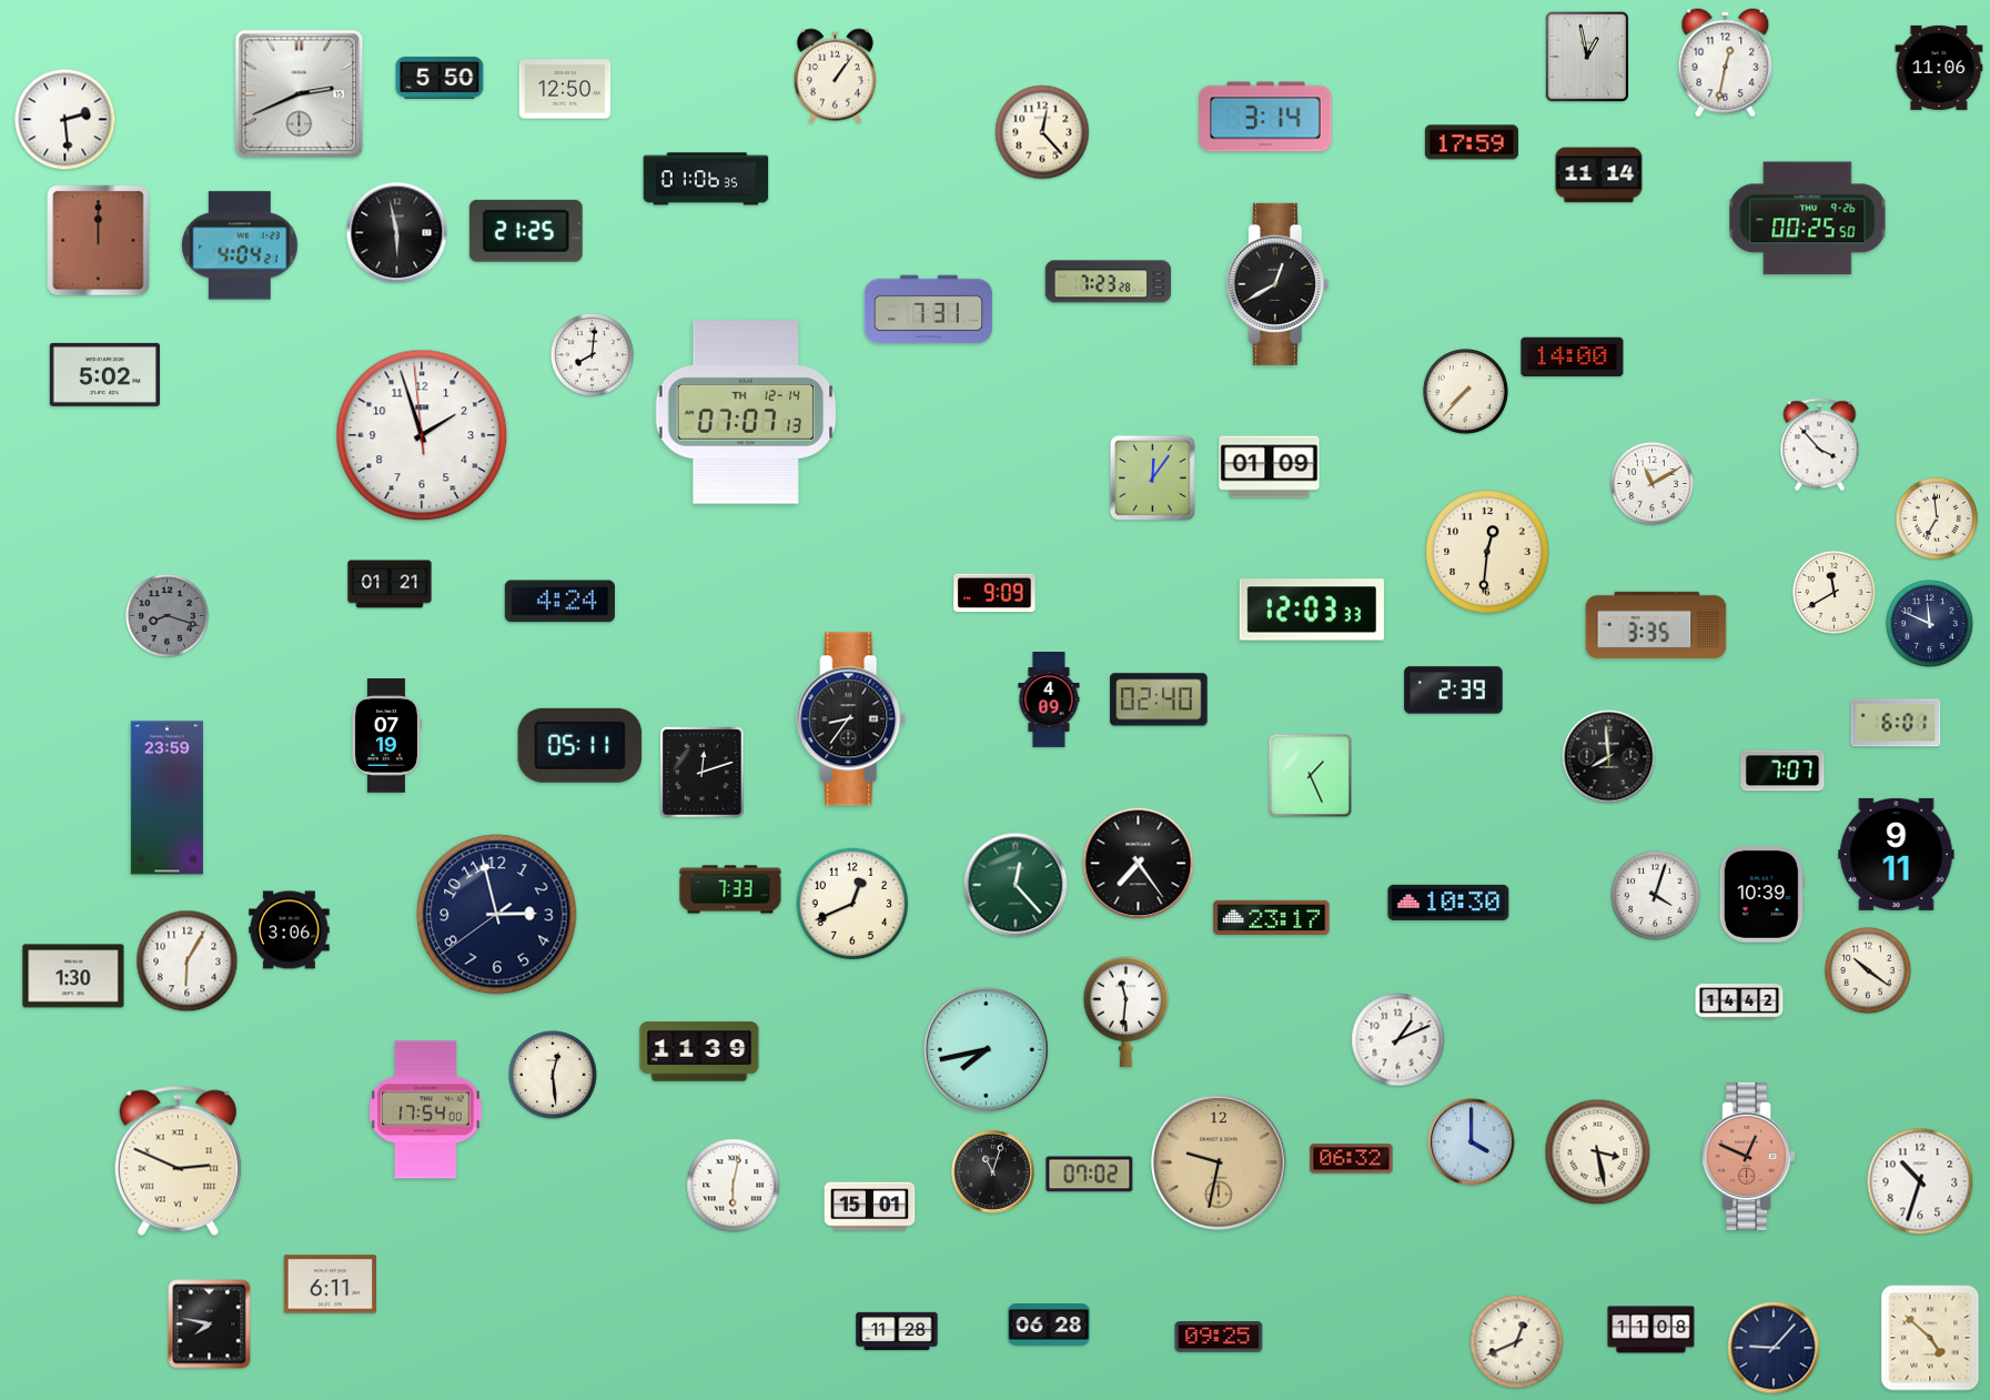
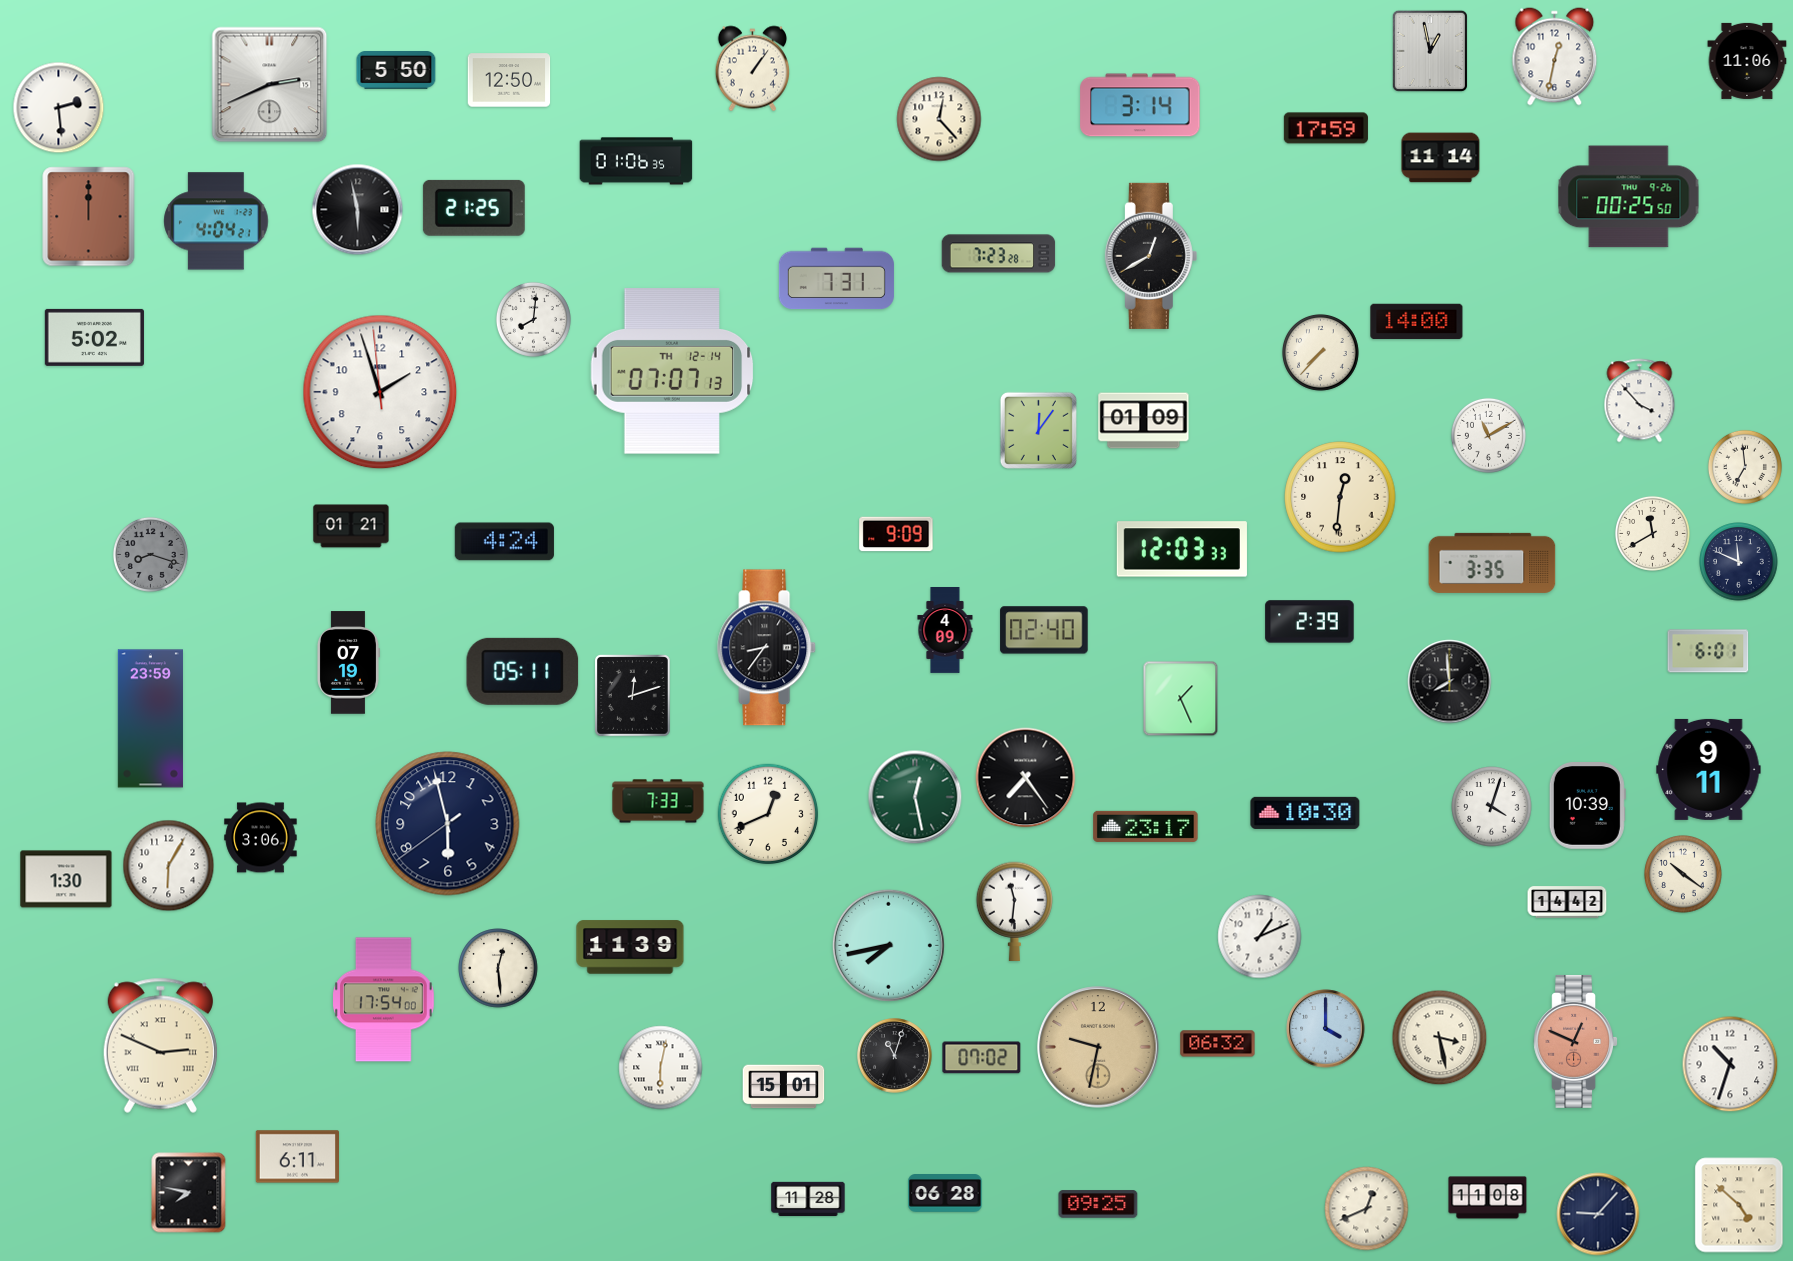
clock at (1782, 770): 7:07 -> none
clock at (1016, 885): 12:23 -> 12:28
clock at (497, 915): 2:57 -> 5:57
